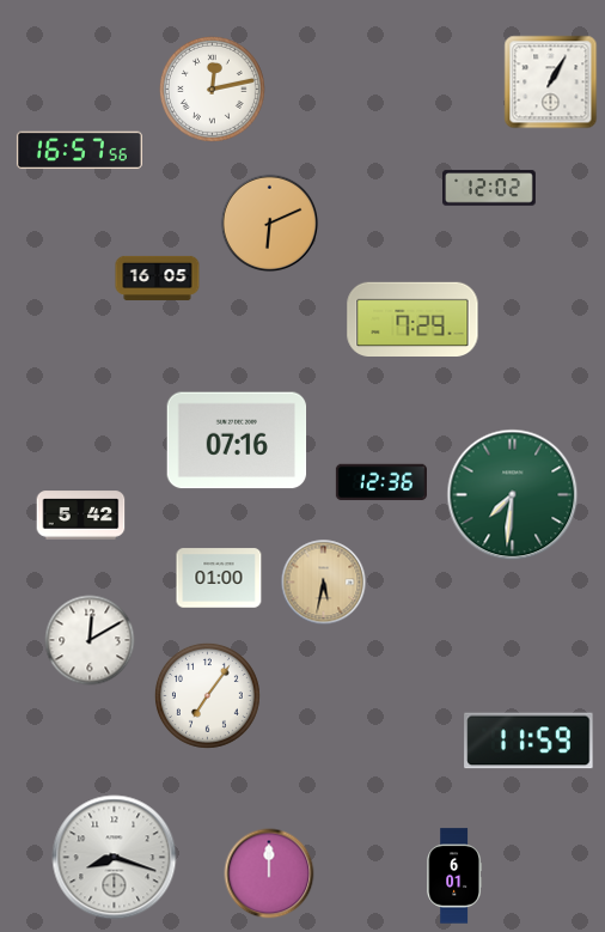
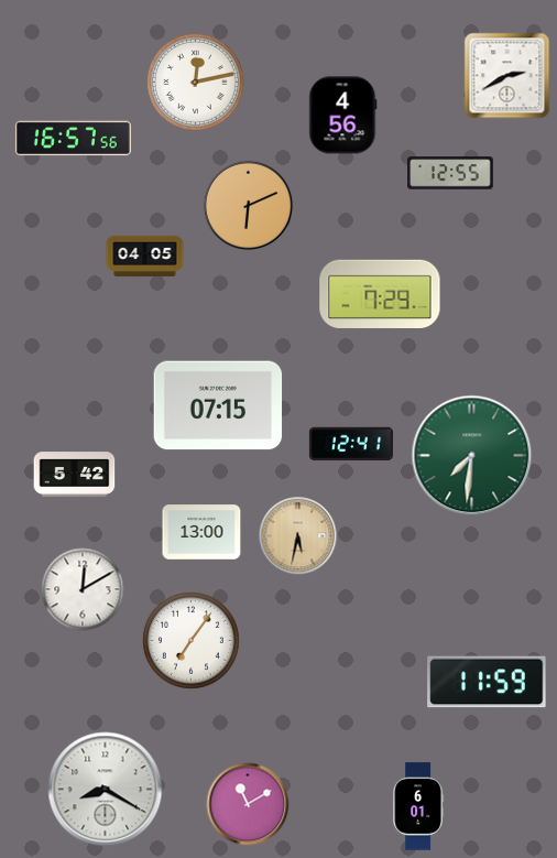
clock at (551, 83): 1:05 -> 2:40
clock at (343, 116): none -> 4:56
clock at (490, 188): 12:02 -> 12:55
clock at (158, 278): 16:05 -> 04:05
clock at (237, 440): 07:16 -> 07:15
clock at (381, 482): 12:36 -> 12:41
clock at (219, 578): 01:00 -> 13:00
clock at (115, 858): 8:18 -> 8:20
clock at (269, 873): 12:00 -> 11:10
